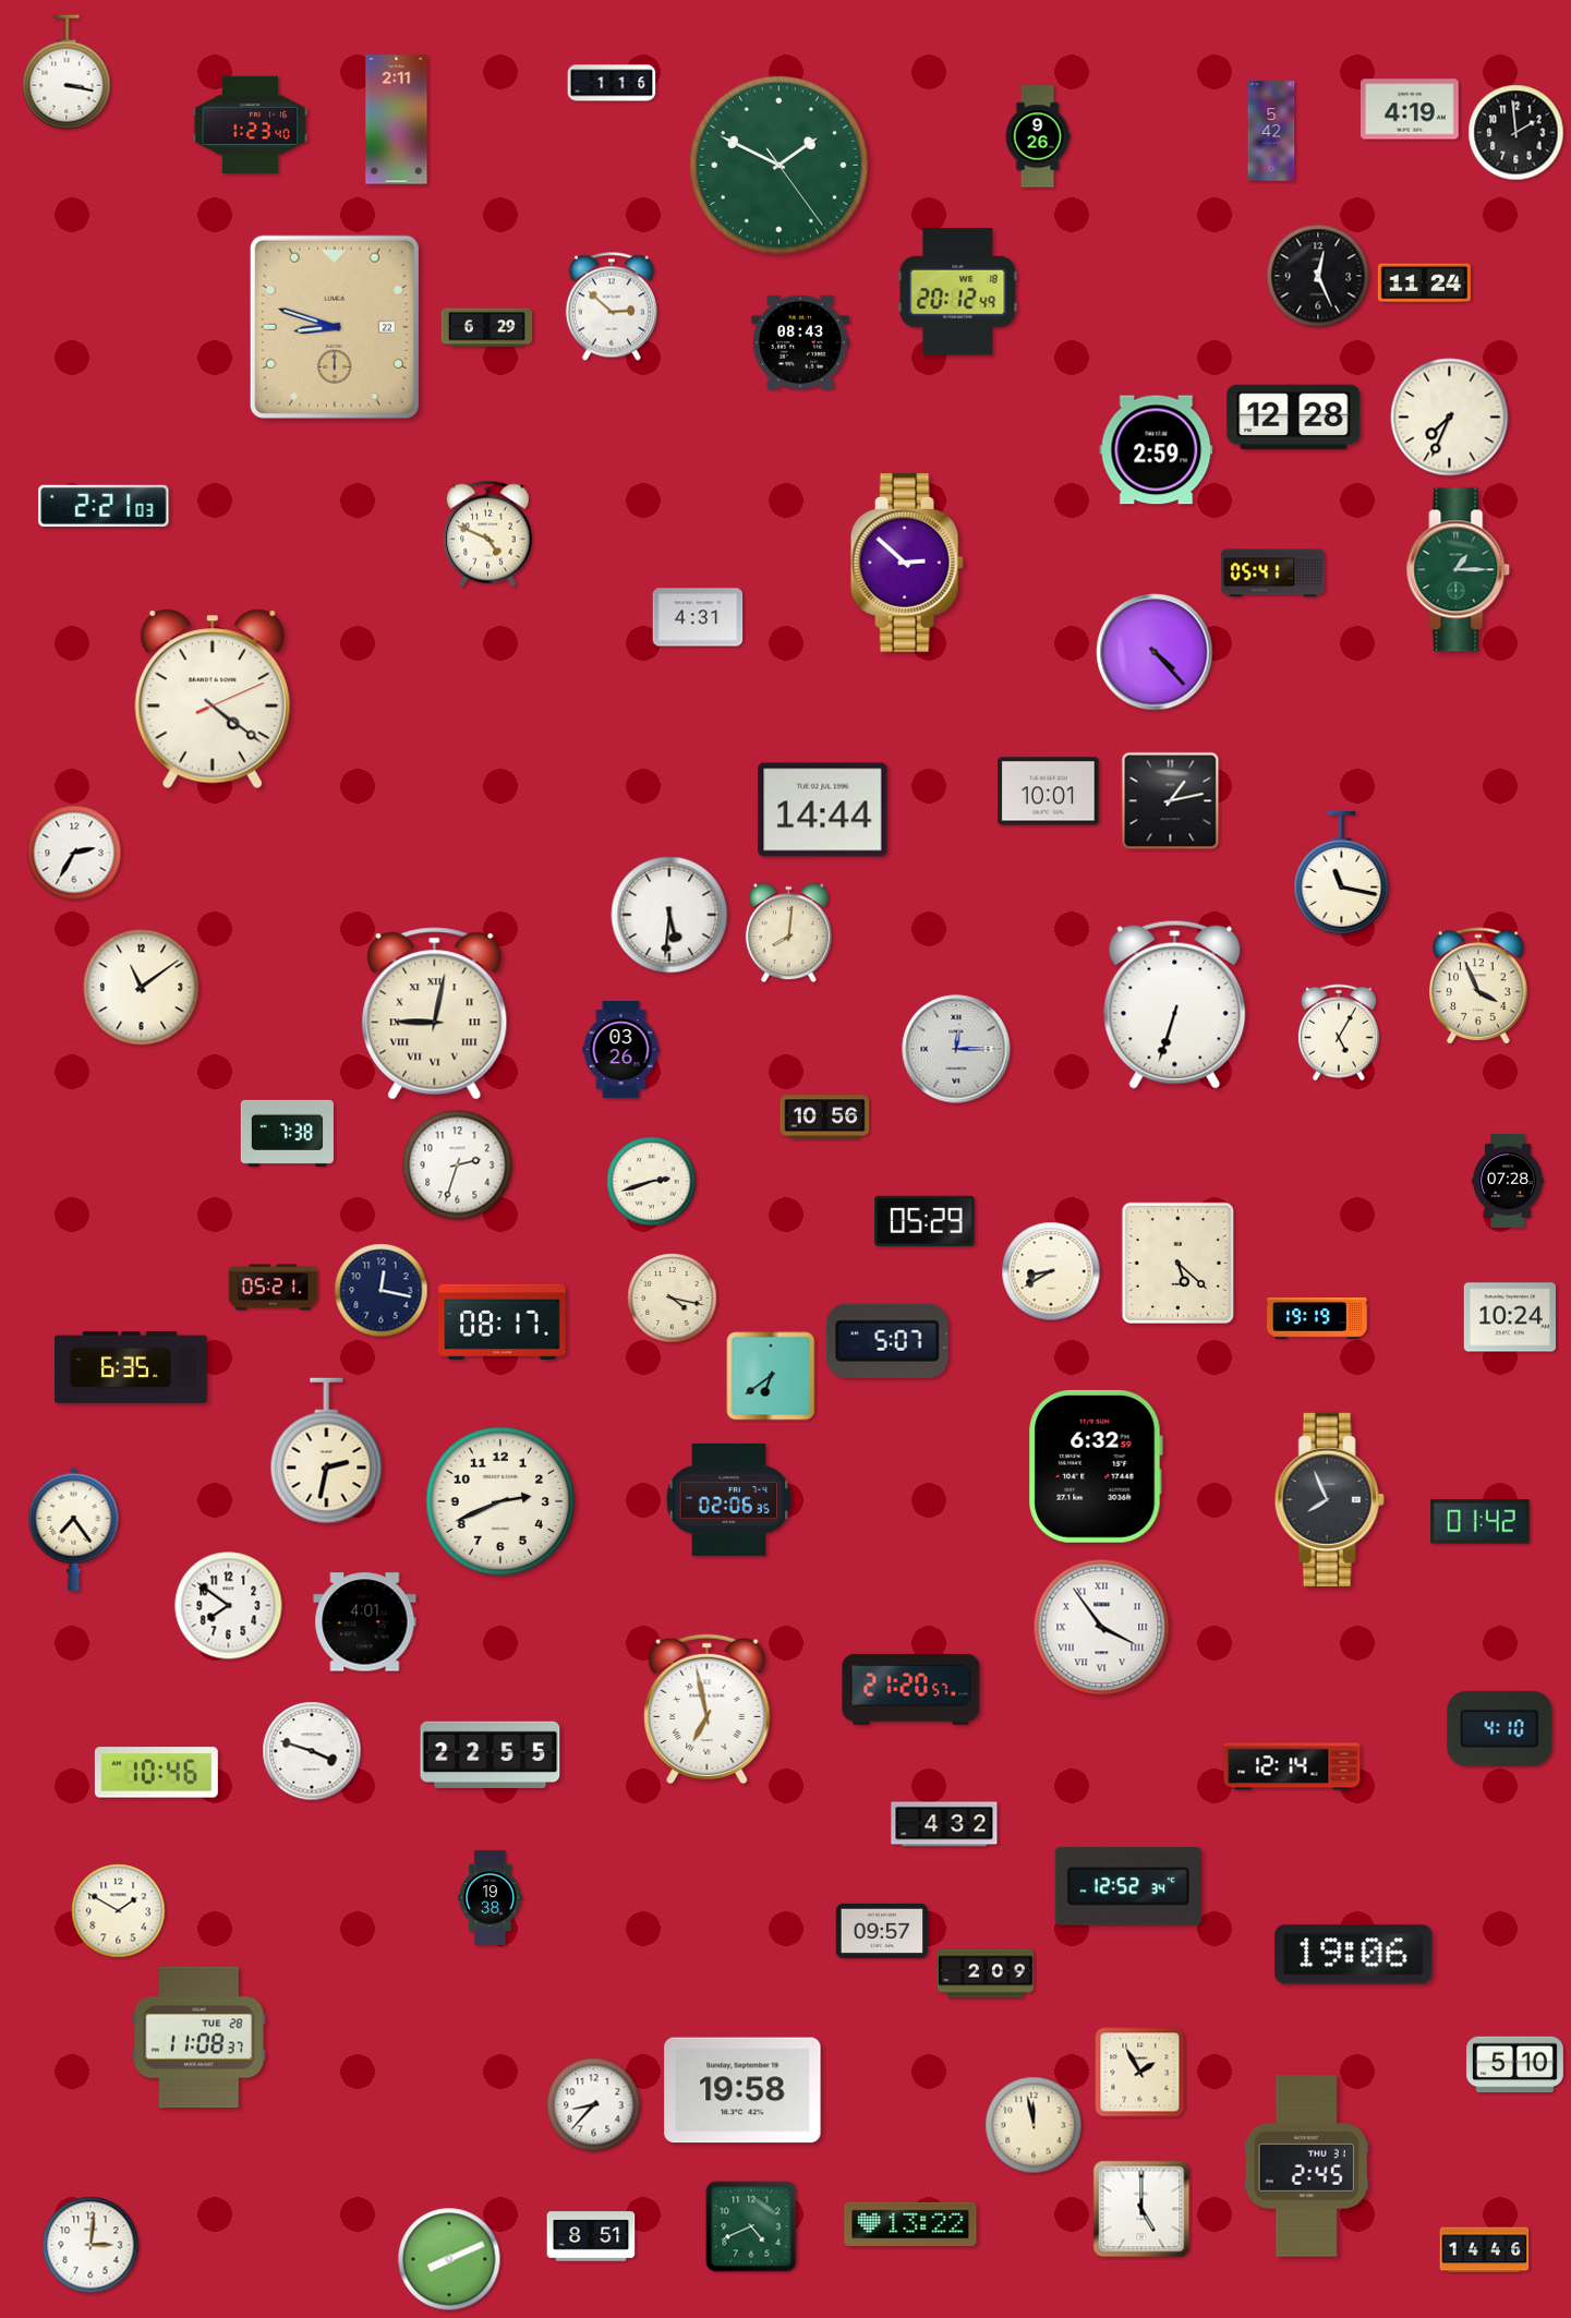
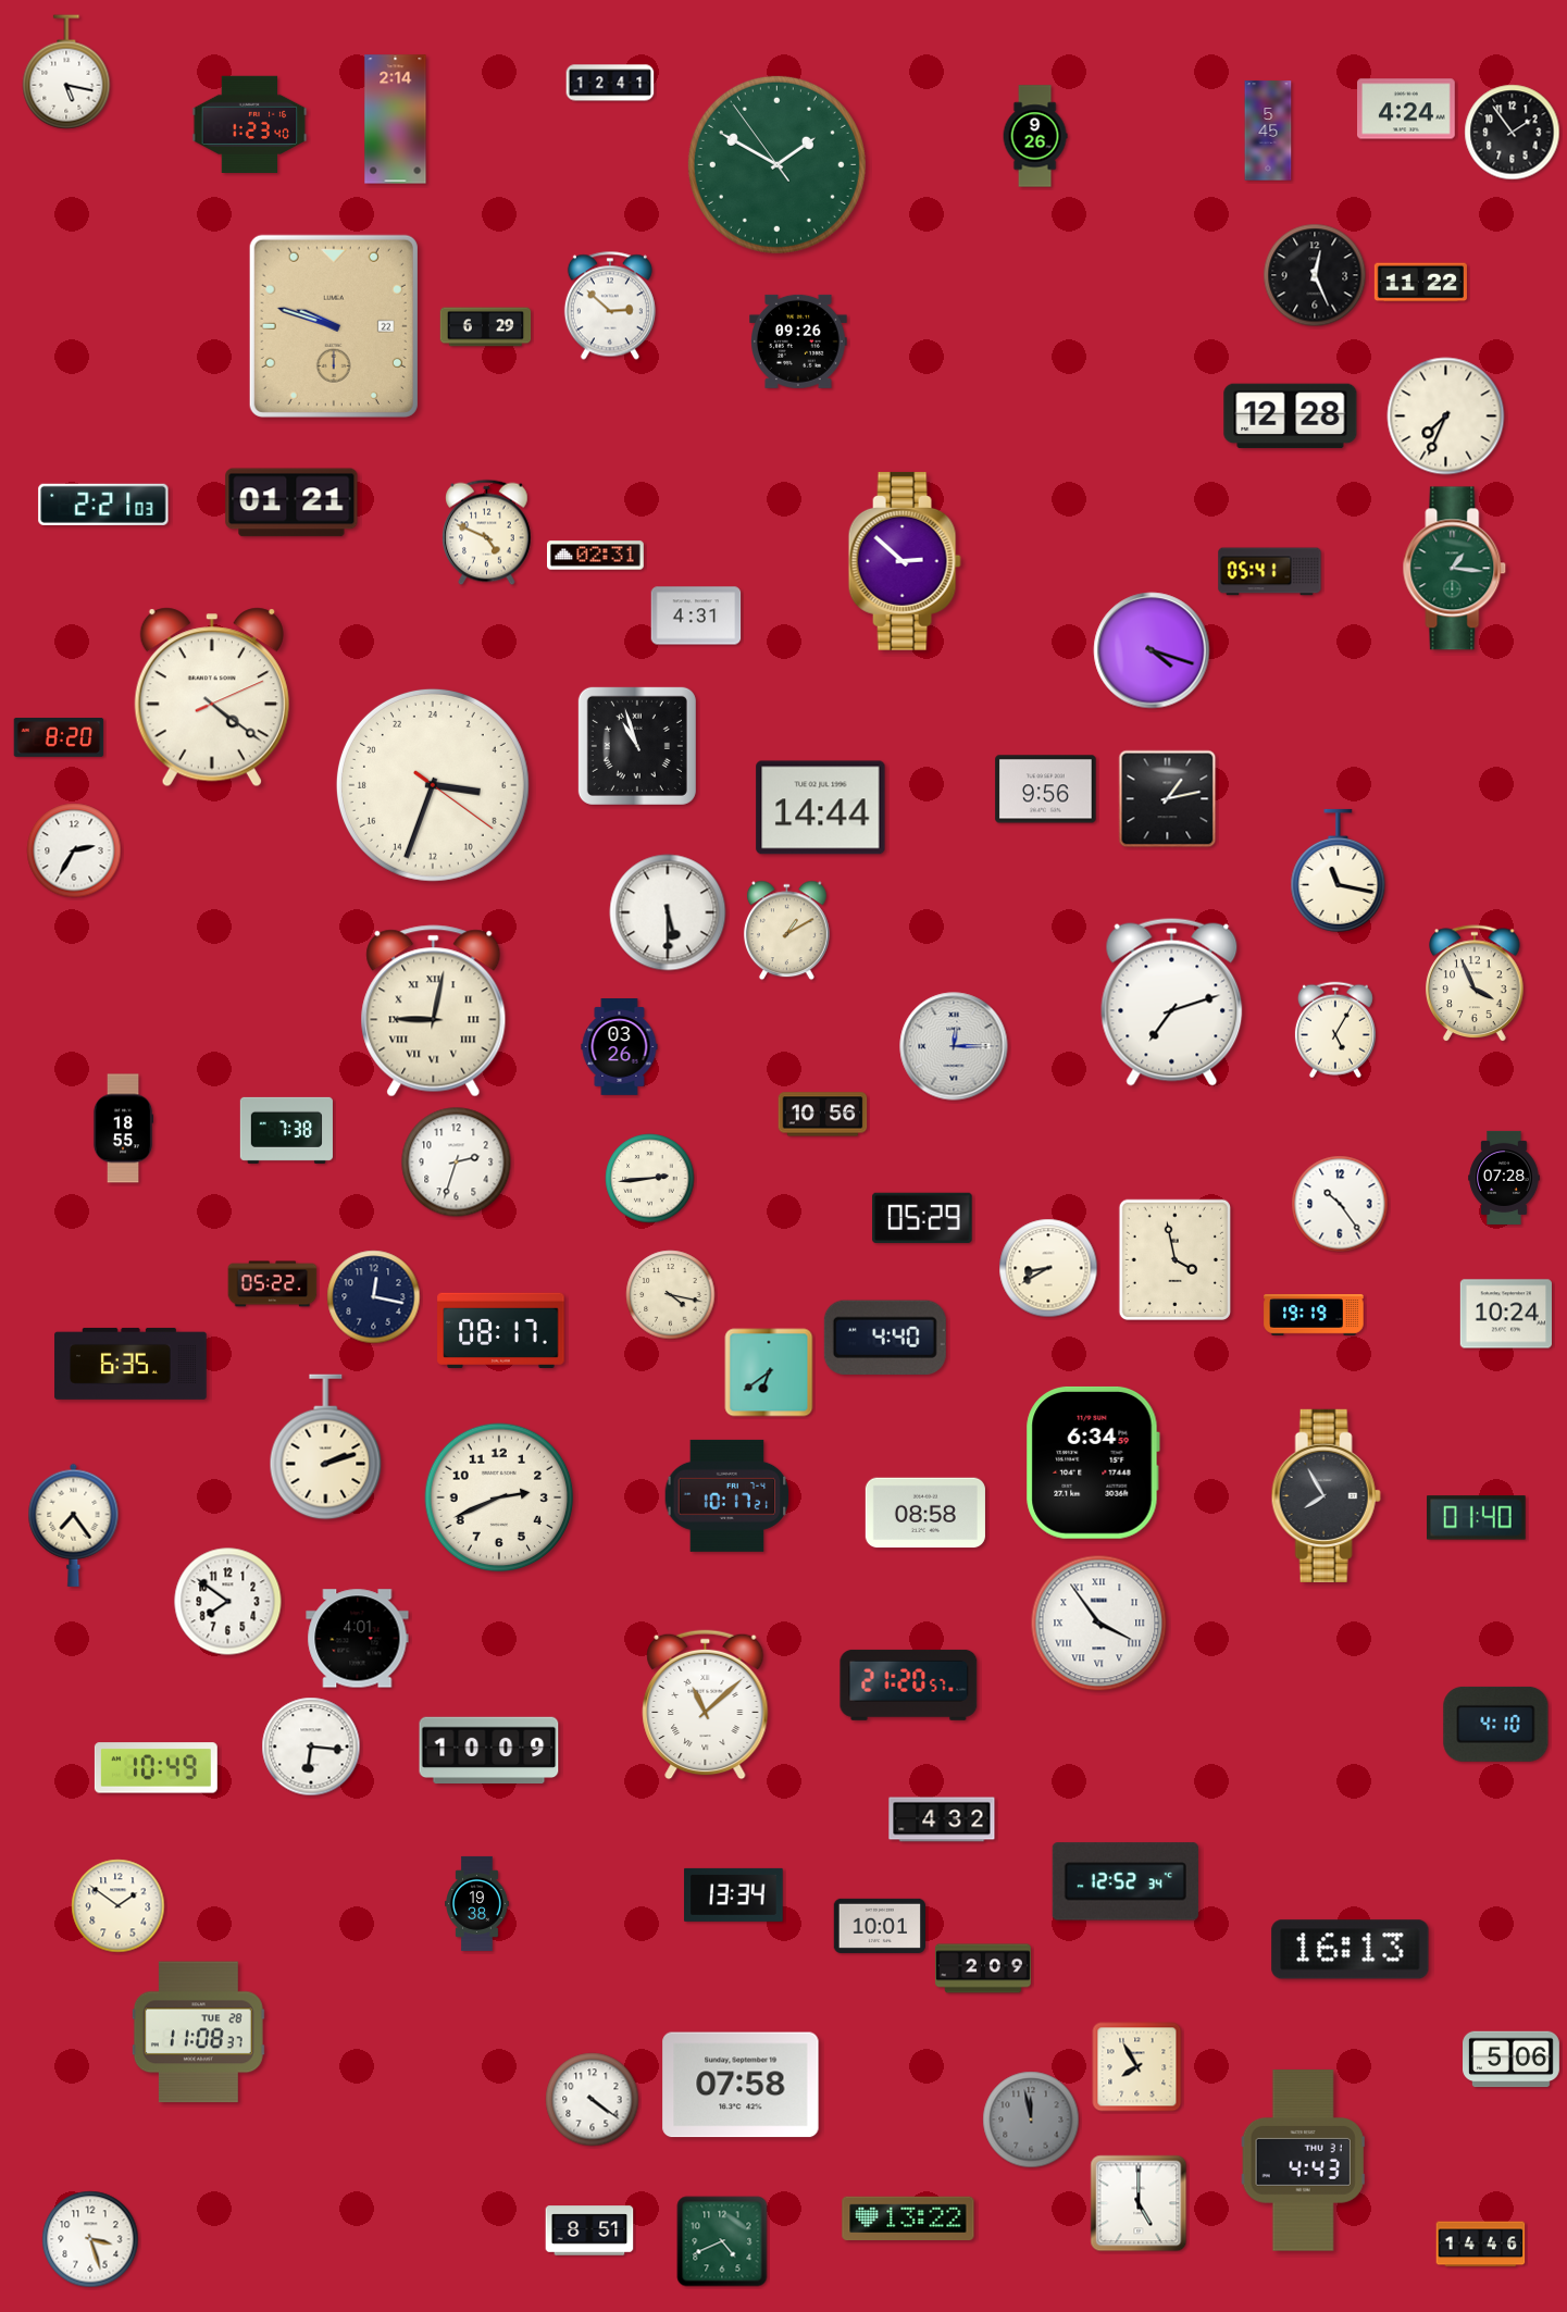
clock at (67, 72): 3:17 -> 5:17
clock at (612, 83): 1:16 -> 12:41
clock at (1411, 109): 4:19 -> 4:24
clock at (397, 120): 2:11 -> 2:14
clock at (1271, 131): 5:42 -> 5:45
clock at (1516, 133): 1:59 -> 1:54
clock at (778, 165): 1:49:24 -> 1:49:54
clock at (1424, 283): 11:24 -> 11:22
clock at (958, 292): 20:12 -> none
clock at (335, 327): 8:48 -> 9:48
clock at (801, 342): 08:43 -> 09:26
clock at (1157, 450): 2:59 -> none
clock at (291, 502): none -> 01:21
clock at (596, 556): none -> 02:31
clock at (1459, 570): 1:15 -> 1:16
clock at (1155, 652): 4:23 -> 4:18
clock at (59, 738): none -> 8:20
clock at (637, 746): none -> 10:57
clock at (433, 785): none -> 6:33
clock at (1049, 792): 10:01 -> 9:56
clock at (669, 915): 5:31 -> 5:30
clock at (788, 933): 8:01 -> 1:10
clock at (142, 988): 11:09 -> none
clock at (1175, 1004): 6:33 -> 7:12
clock at (123, 1129): none -> 18:55
clock at (652, 1182): 2:42 -> 2:44
clock at (1340, 1204): none -> 10:24
clock at (1177, 1263): 5:22 -> 3:58
clock at (274, 1288): 05:21 -> 05:22
clock at (382, 1291) position: (382, 1291) -> (374, 1297)
clock at (503, 1321) position: (503, 1321) -> (501, 1330)
clock at (887, 1341): 5:07 -> 4:40
clock at (327, 1451): 2:32 -> 2:12
clock at (1096, 1466): 6:32 -> 6:34
clock at (729, 1499): 02:06 -> 10:17
clock at (1329, 1499): 7:56 -> 7:55
clock at (925, 1513): none -> 08:58
clock at (1481, 1522): 01:42 -> 01:40
clock at (365, 1622) position: (365, 1622) -> (358, 1639)
clock at (708, 1710): 6:58 -> 11:08
clock at (312, 1751): 3:48 -> 6:16
clock at (491, 1755): 22:55 -> 10:09
clock at (1292, 1766): 12:14 -> none
clock at (156, 1773): 10:46 -> 10:49
clock at (491, 1897) position: (491, 1897) -> (477, 1903)
clock at (734, 1894): none -> 13:34
clock at (119, 1911): 1:50 -> 1:51
clock at (881, 1931): 09:57 -> 10:01
clock at (1354, 1955): 19:06 -> 16:13
clock at (1515, 2065): 5:10 -> 5:06
clock at (1140, 2073): 1:55 -> 7:55
clock at (742, 2090): 19:58 -> 07:58
clock at (594, 2105): 8:37 -> 4:21
clock at (1034, 2125) dial: cream -> grey
clock at (1306, 2166): 2:45 -> 4:43
clock at (751, 2226) position: (751, 2226) -> (722, 2241)
clock at (90, 2245): 3:01 -> 3:27
clock at (449, 2259): 8:11 -> none
